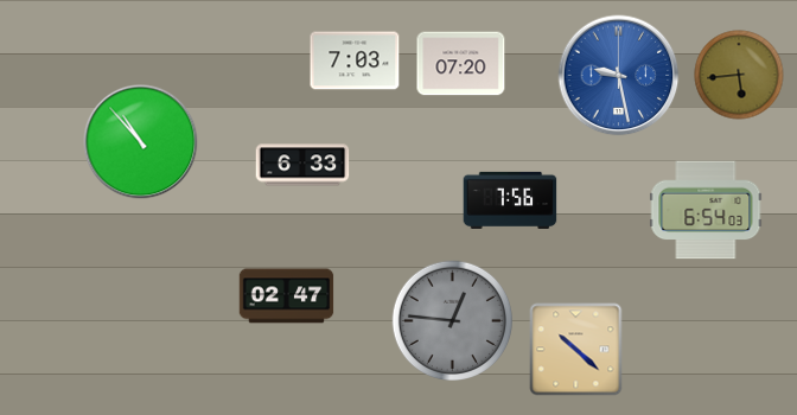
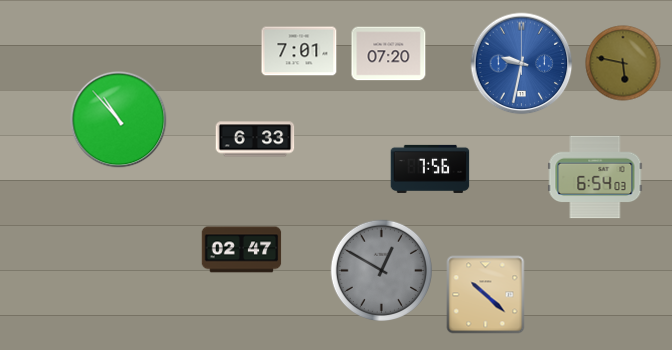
clock at (355, 60): 7:03 -> 7:01
clock at (739, 75): 5:44 -> 5:47
clock at (619, 76): 9:28 -> 9:32
clock at (452, 320): 12:46 -> 12:50
